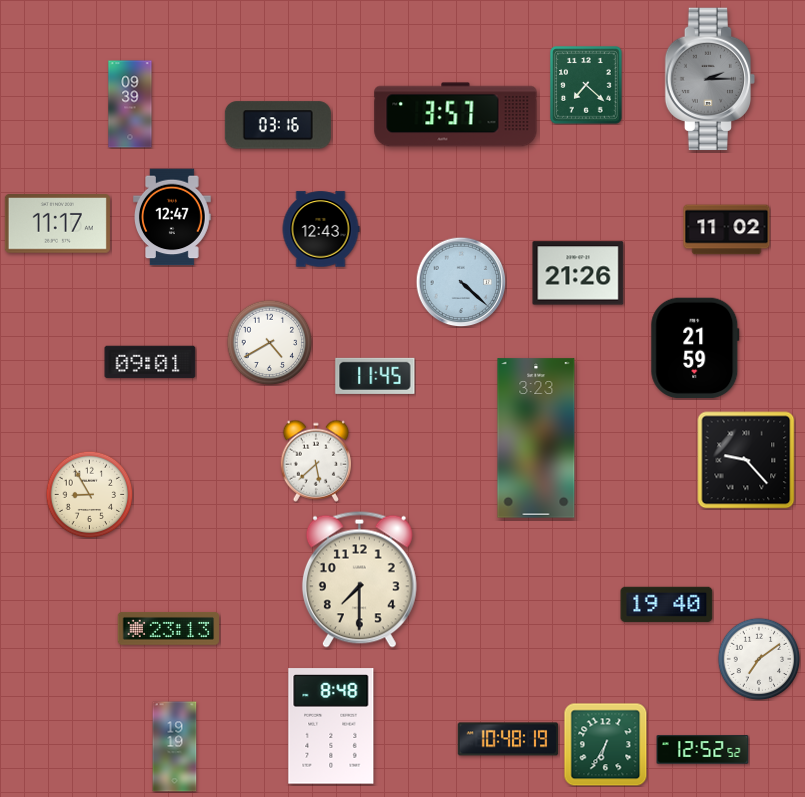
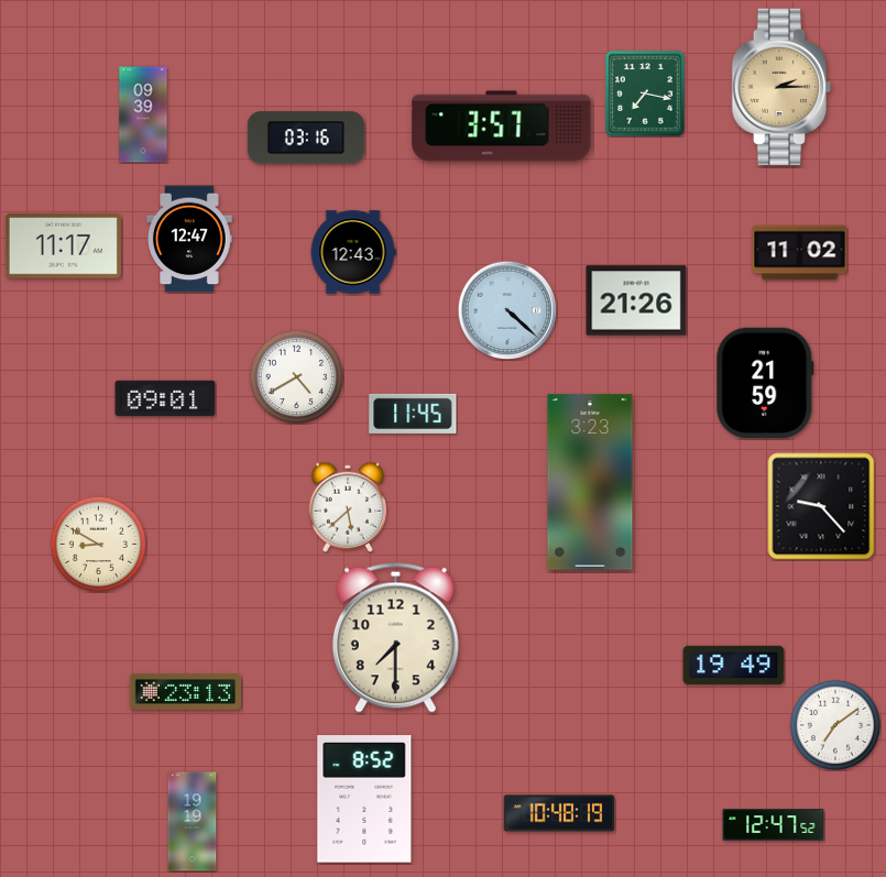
clock at (710, 79) dial: grey -> champagne
clock at (586, 85): 7:22 -> 7:17
clock at (89, 494): 8:55 -> 8:50
clock at (667, 604): 19:40 -> 19:49
clock at (331, 726): 8:48 -> 8:52
clock at (605, 744): 6:35 -> none
clock at (703, 750): 12:52 -> 12:47
